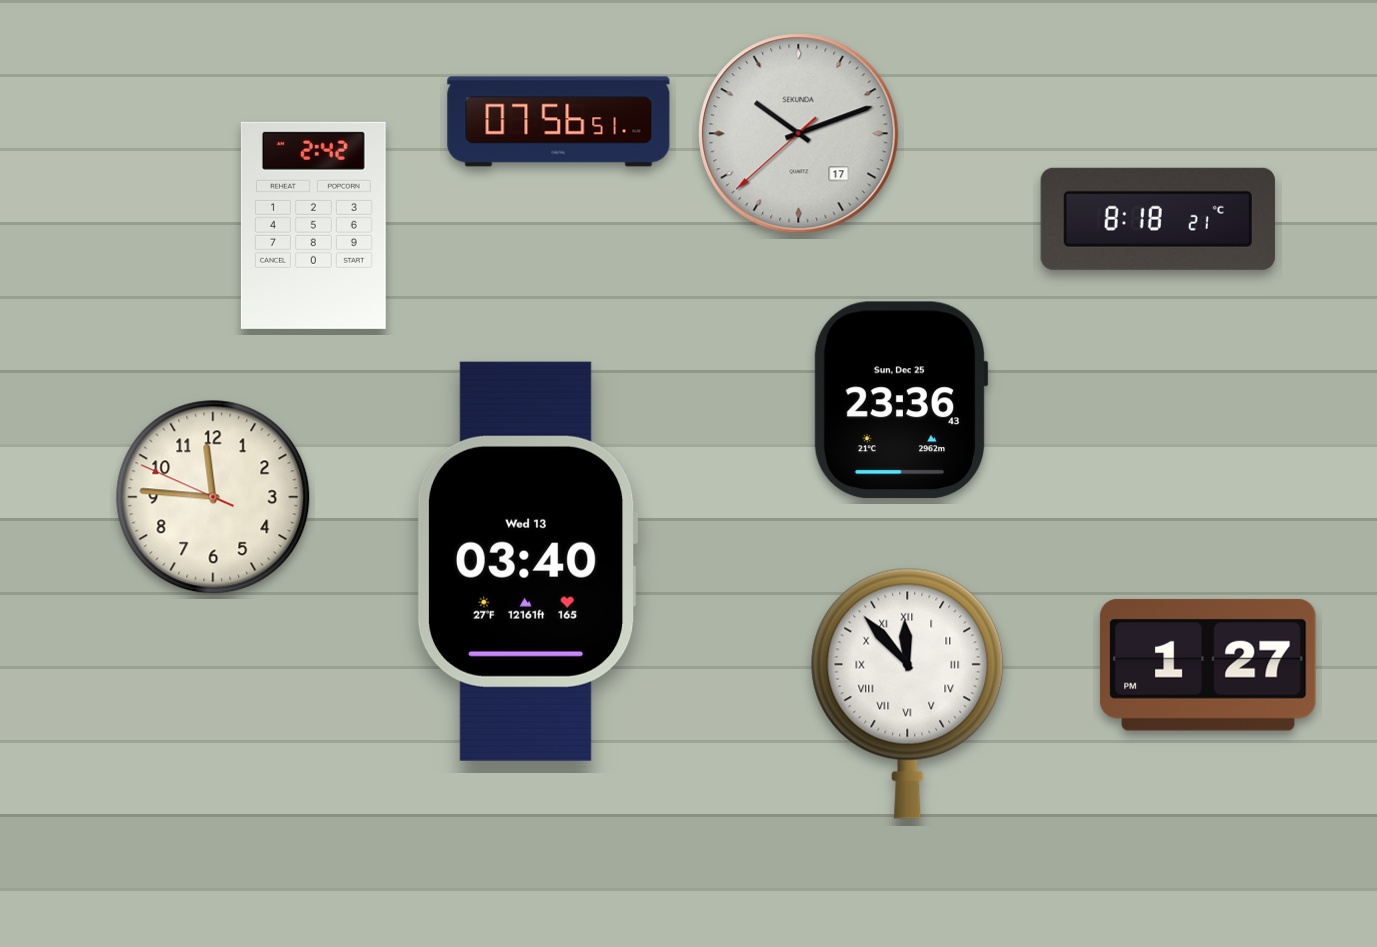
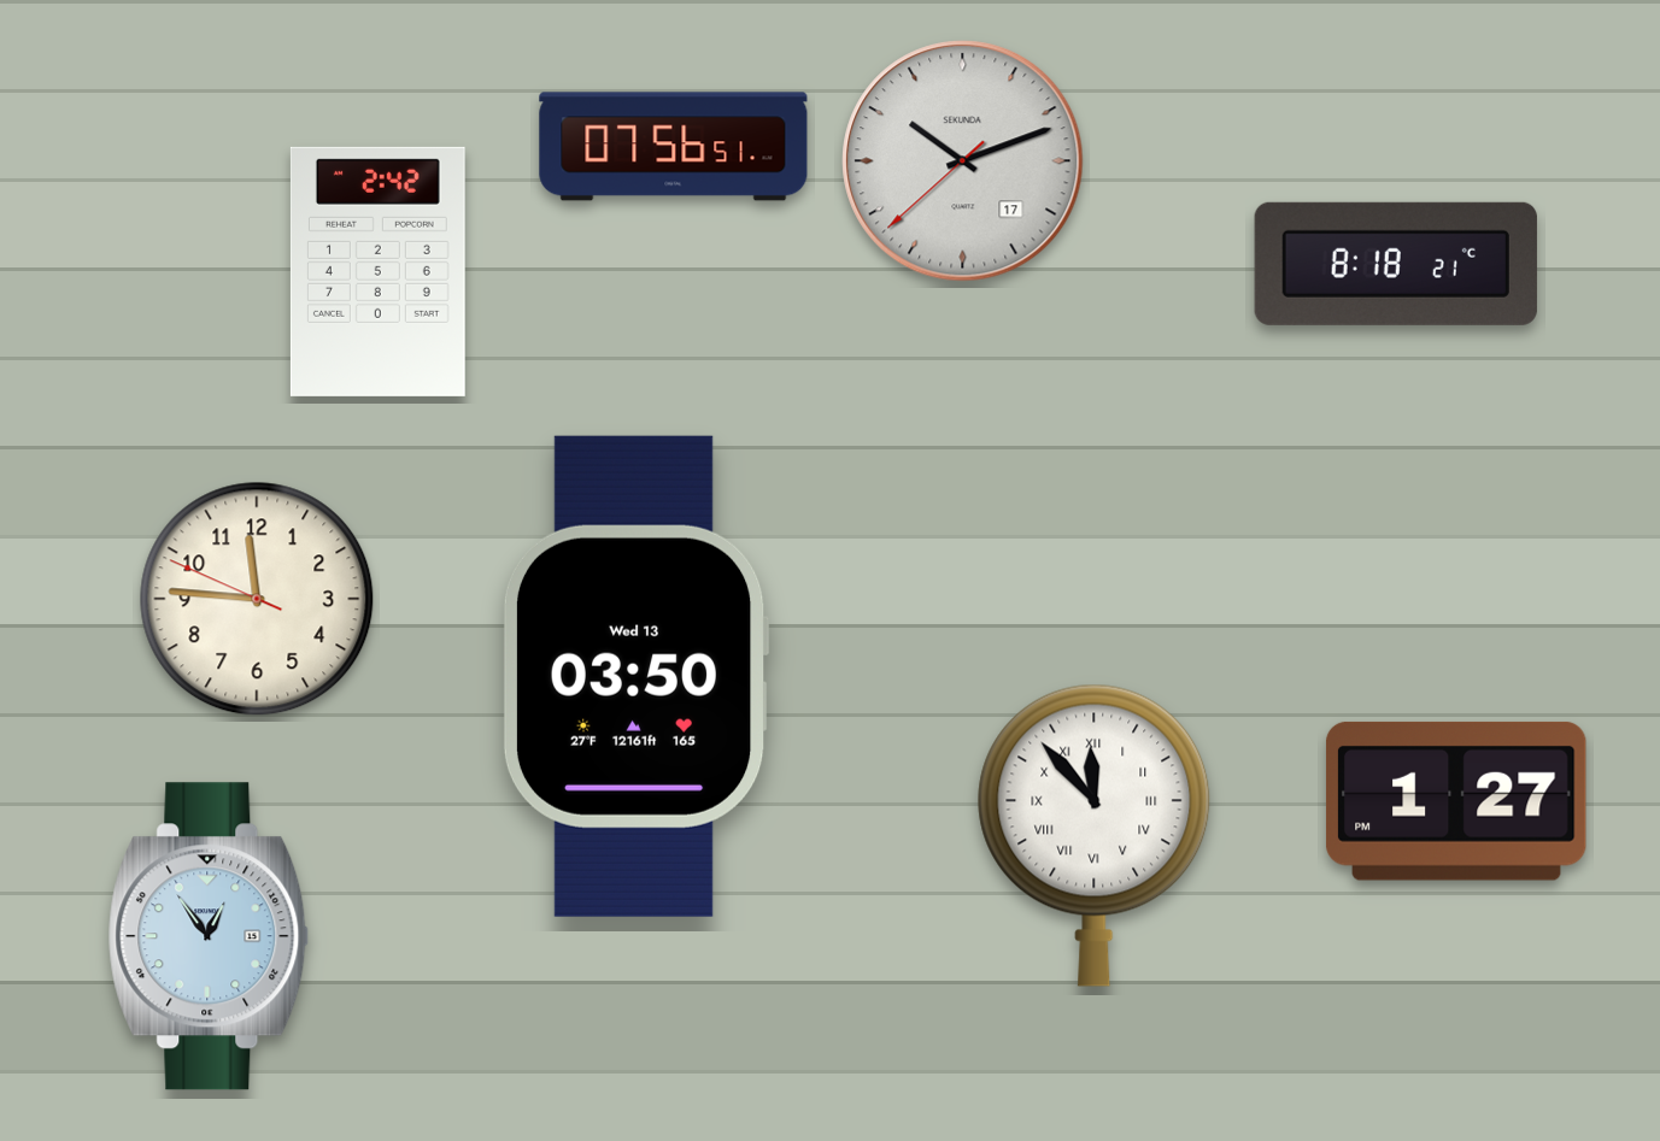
clock at (901, 400): 23:36 -> none
clock at (527, 561): 03:40 -> 03:50
clock at (209, 936): none -> 12:54
